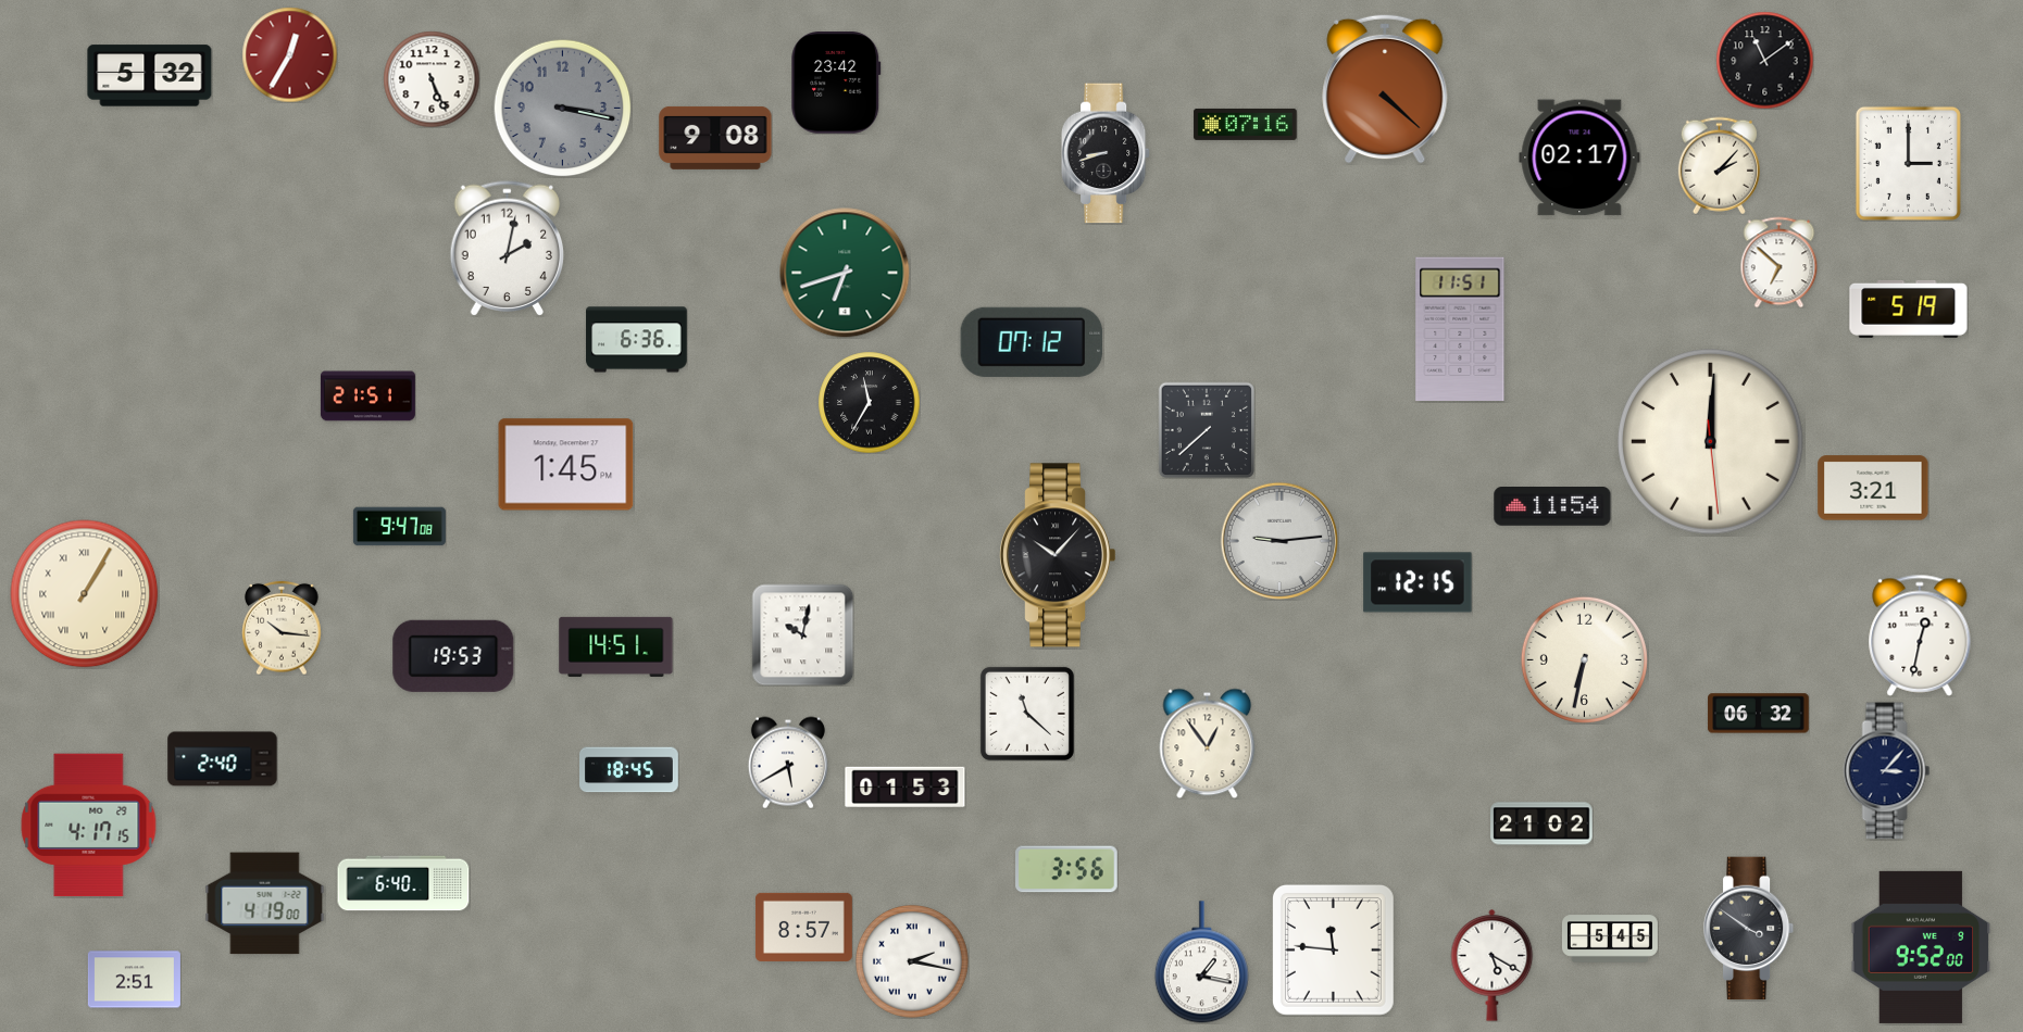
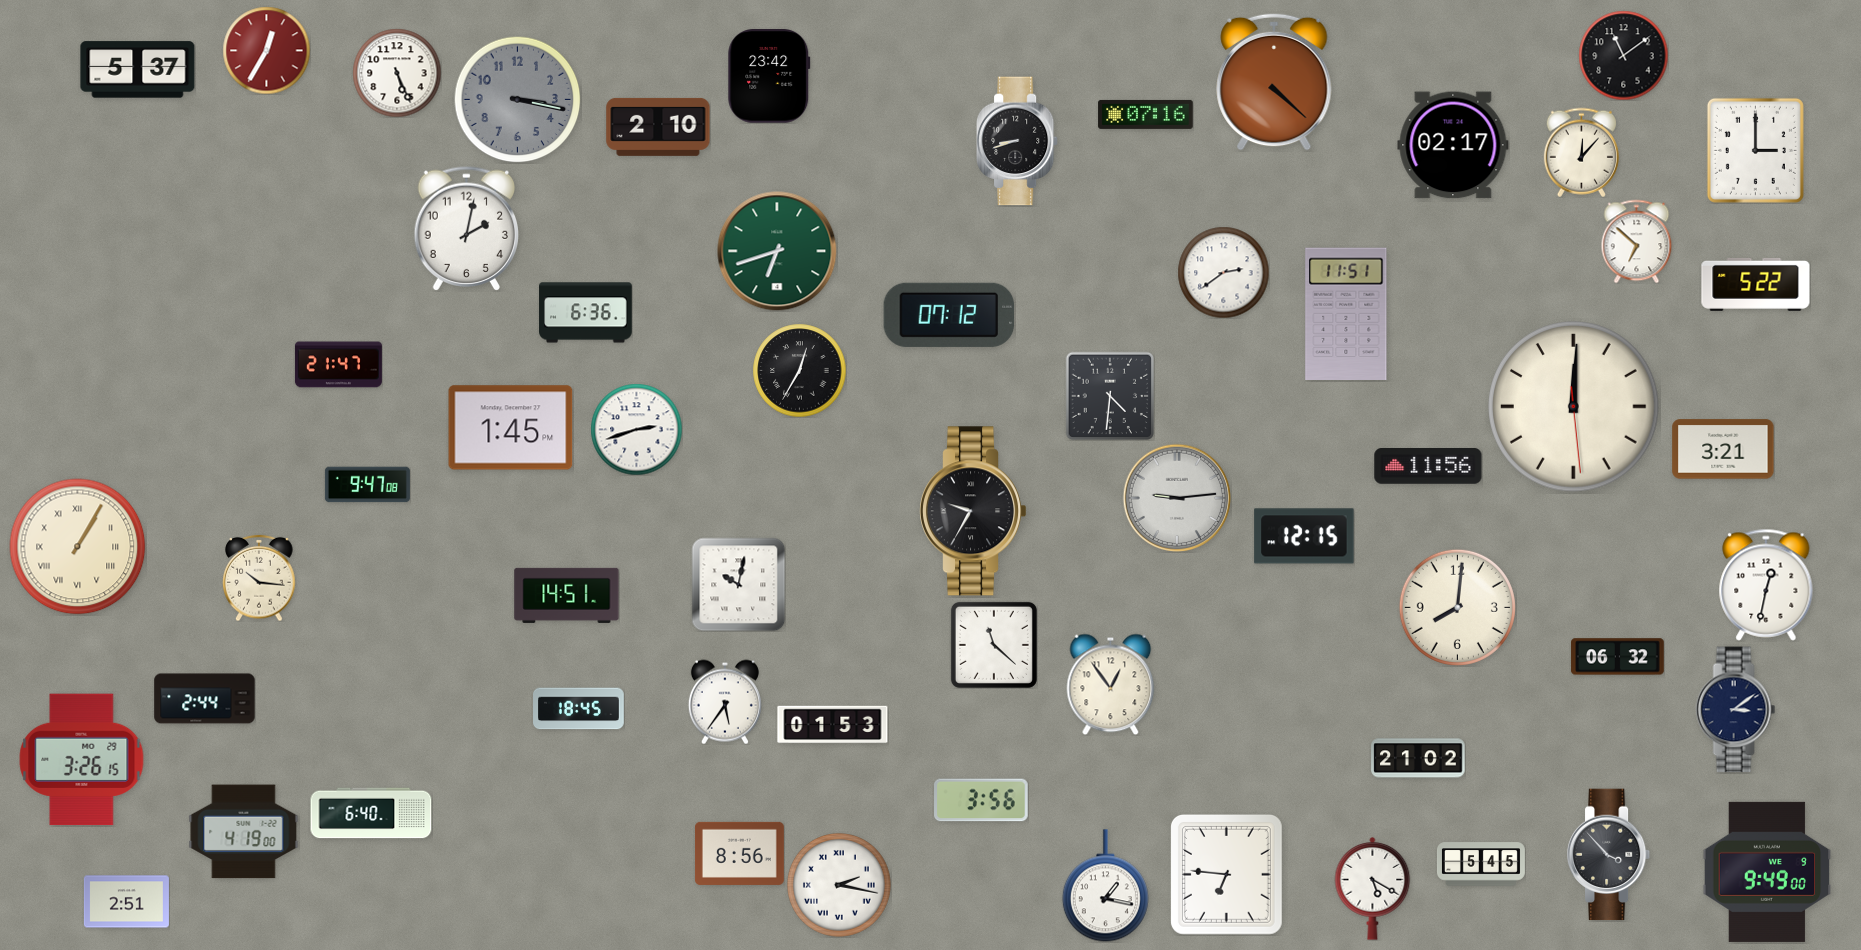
clock at (150, 76): 5:32 -> 5:37
clock at (715, 138): 9:08 -> 2:10
clock at (1719, 165): 2:07 -> 12:07
clock at (1223, 272): none -> 2:39
clock at (1909, 309): 5:19 -> 5:22
clock at (1460, 328) position: (1460, 328) -> (1346, 313)
clock at (367, 397): 21:51 -> 21:47
clock at (869, 402): 11:35 -> 12:35
clock at (1206, 429): 7:38 -> 4:31
clock at (566, 465) position: (566, 465) -> (511, 428)
clock at (636, 429): none -> 2:42
clock at (1552, 507): 11:54 -> 11:56
clock at (1059, 555): 10:07 -> 9:35
clock at (453, 656): 19:53 -> none
clock at (1584, 659): 6:32 -> 8:01
clock at (1027, 714) position: (1027, 714) -> (994, 645)
clock at (223, 759): 2:40 -> 2:44
clock at (788, 763): 5:40 -> 5:36
clock at (1887, 771): 3:07 -> 3:09
clock at (89, 826): 4:17 -> 3:26
clock at (803, 927): 8:57 -> 8:56
clock at (1749, 929): 3:51 -> 3:53
clock at (1921, 947): 9:52 -> 9:49
clock at (1333, 949): 11:46 -> 6:46
clock at (134, 980) position: (134, 980) -> (126, 902)
